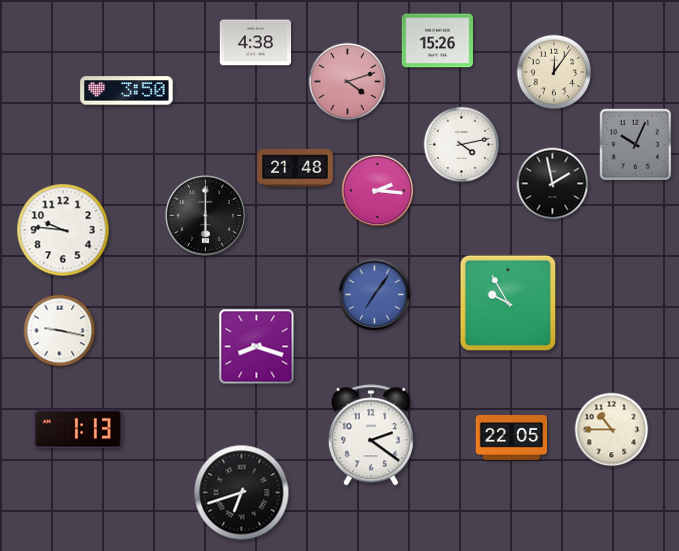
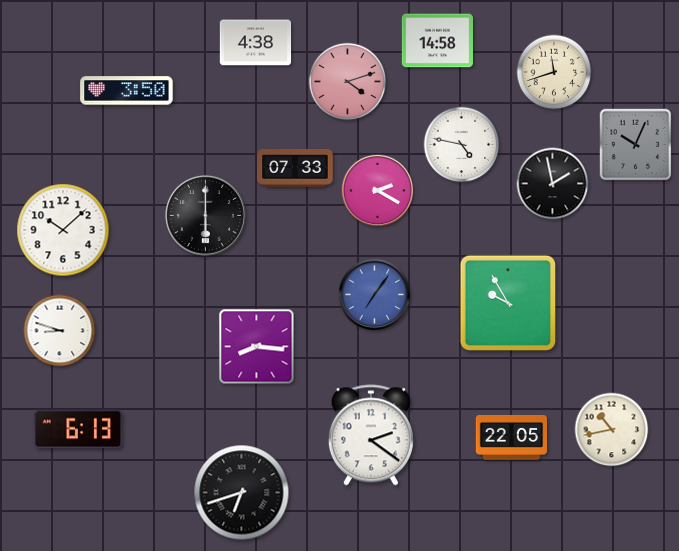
clock at (437, 41): 15:26 -> 14:58
clock at (554, 72): 12:06 -> 11:42
clock at (462, 145): 4:13 -> 4:47
clock at (295, 169): 21:48 -> 07:33
clock at (378, 191): 2:16 -> 2:20
clock at (63, 230): 9:46 -> 10:08
clock at (60, 331): 9:17 -> 8:48
clock at (257, 347): 8:18 -> 8:16
clock at (78, 429): 1:13 -> 6:13
clock at (612, 430): 10:45 -> 10:43
